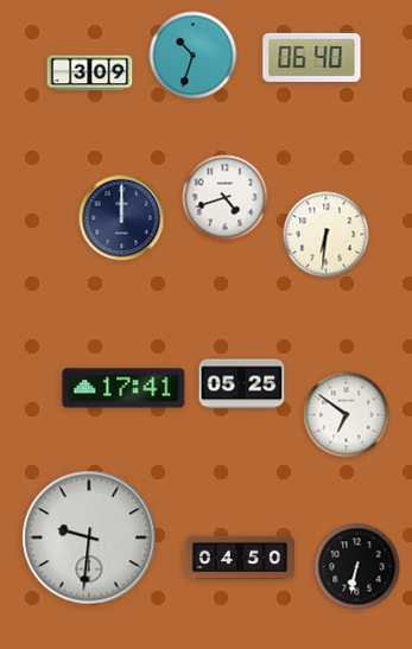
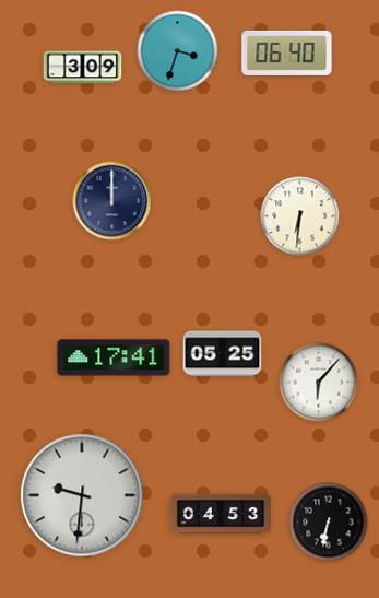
clock at (194, 56): 10:33 -> 3:33
clock at (226, 198): 4:42 -> none
clock at (347, 415): 6:51 -> 6:07
clock at (239, 558): 04:50 -> 04:53
